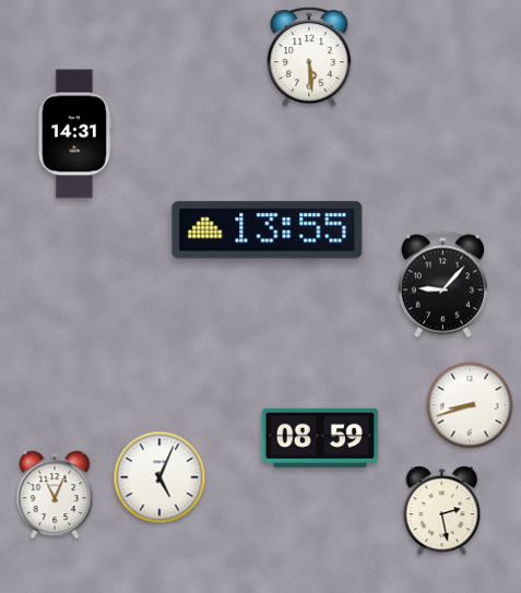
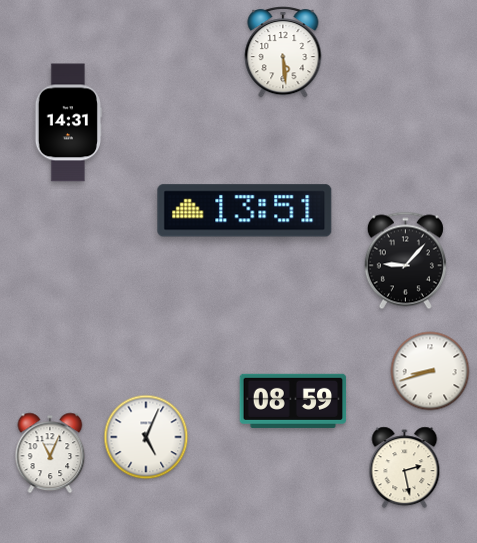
clock at (268, 230): 13:55 -> 13:51
